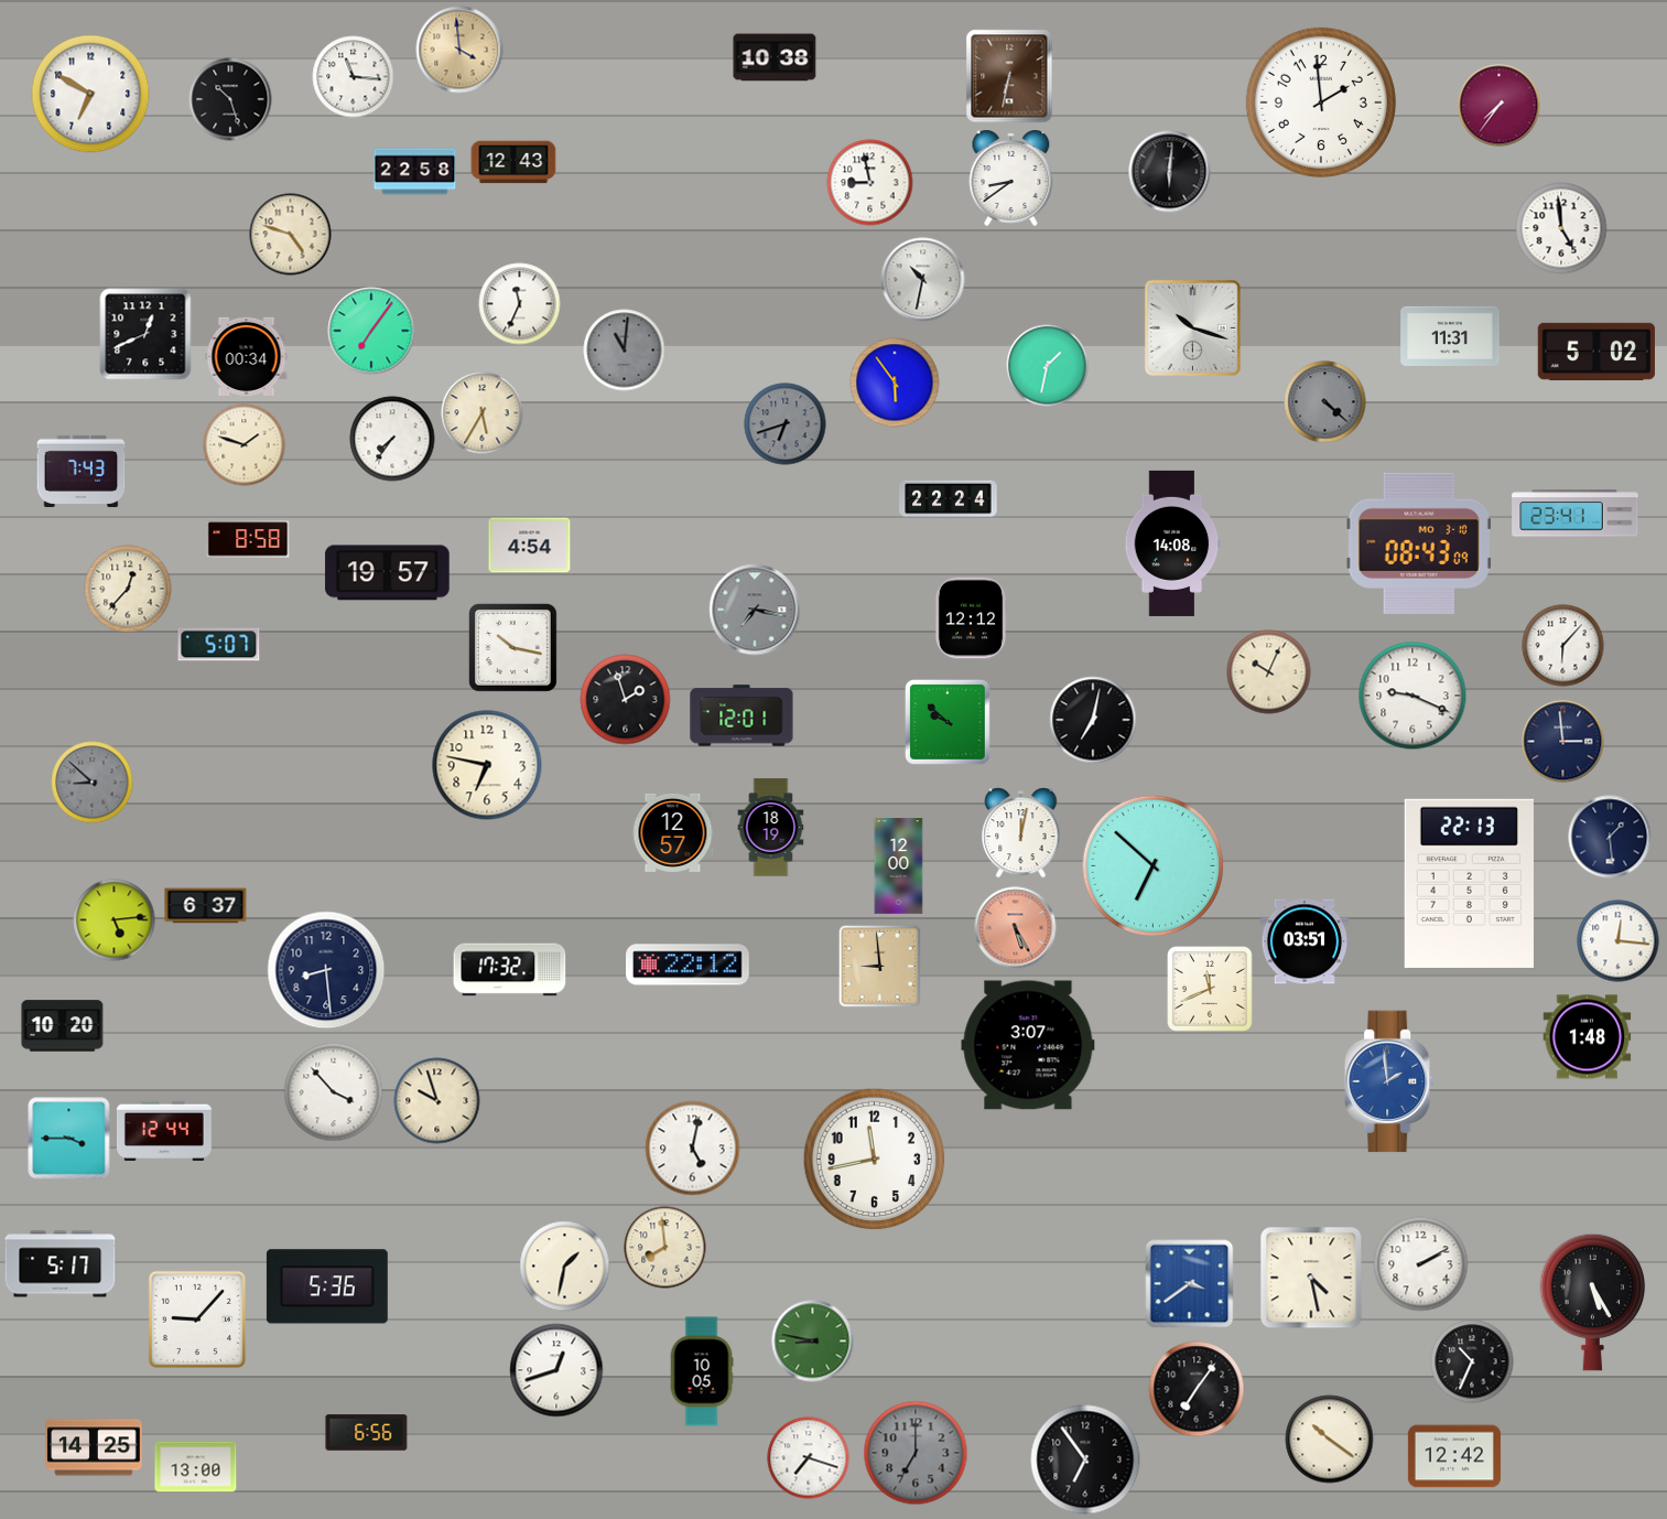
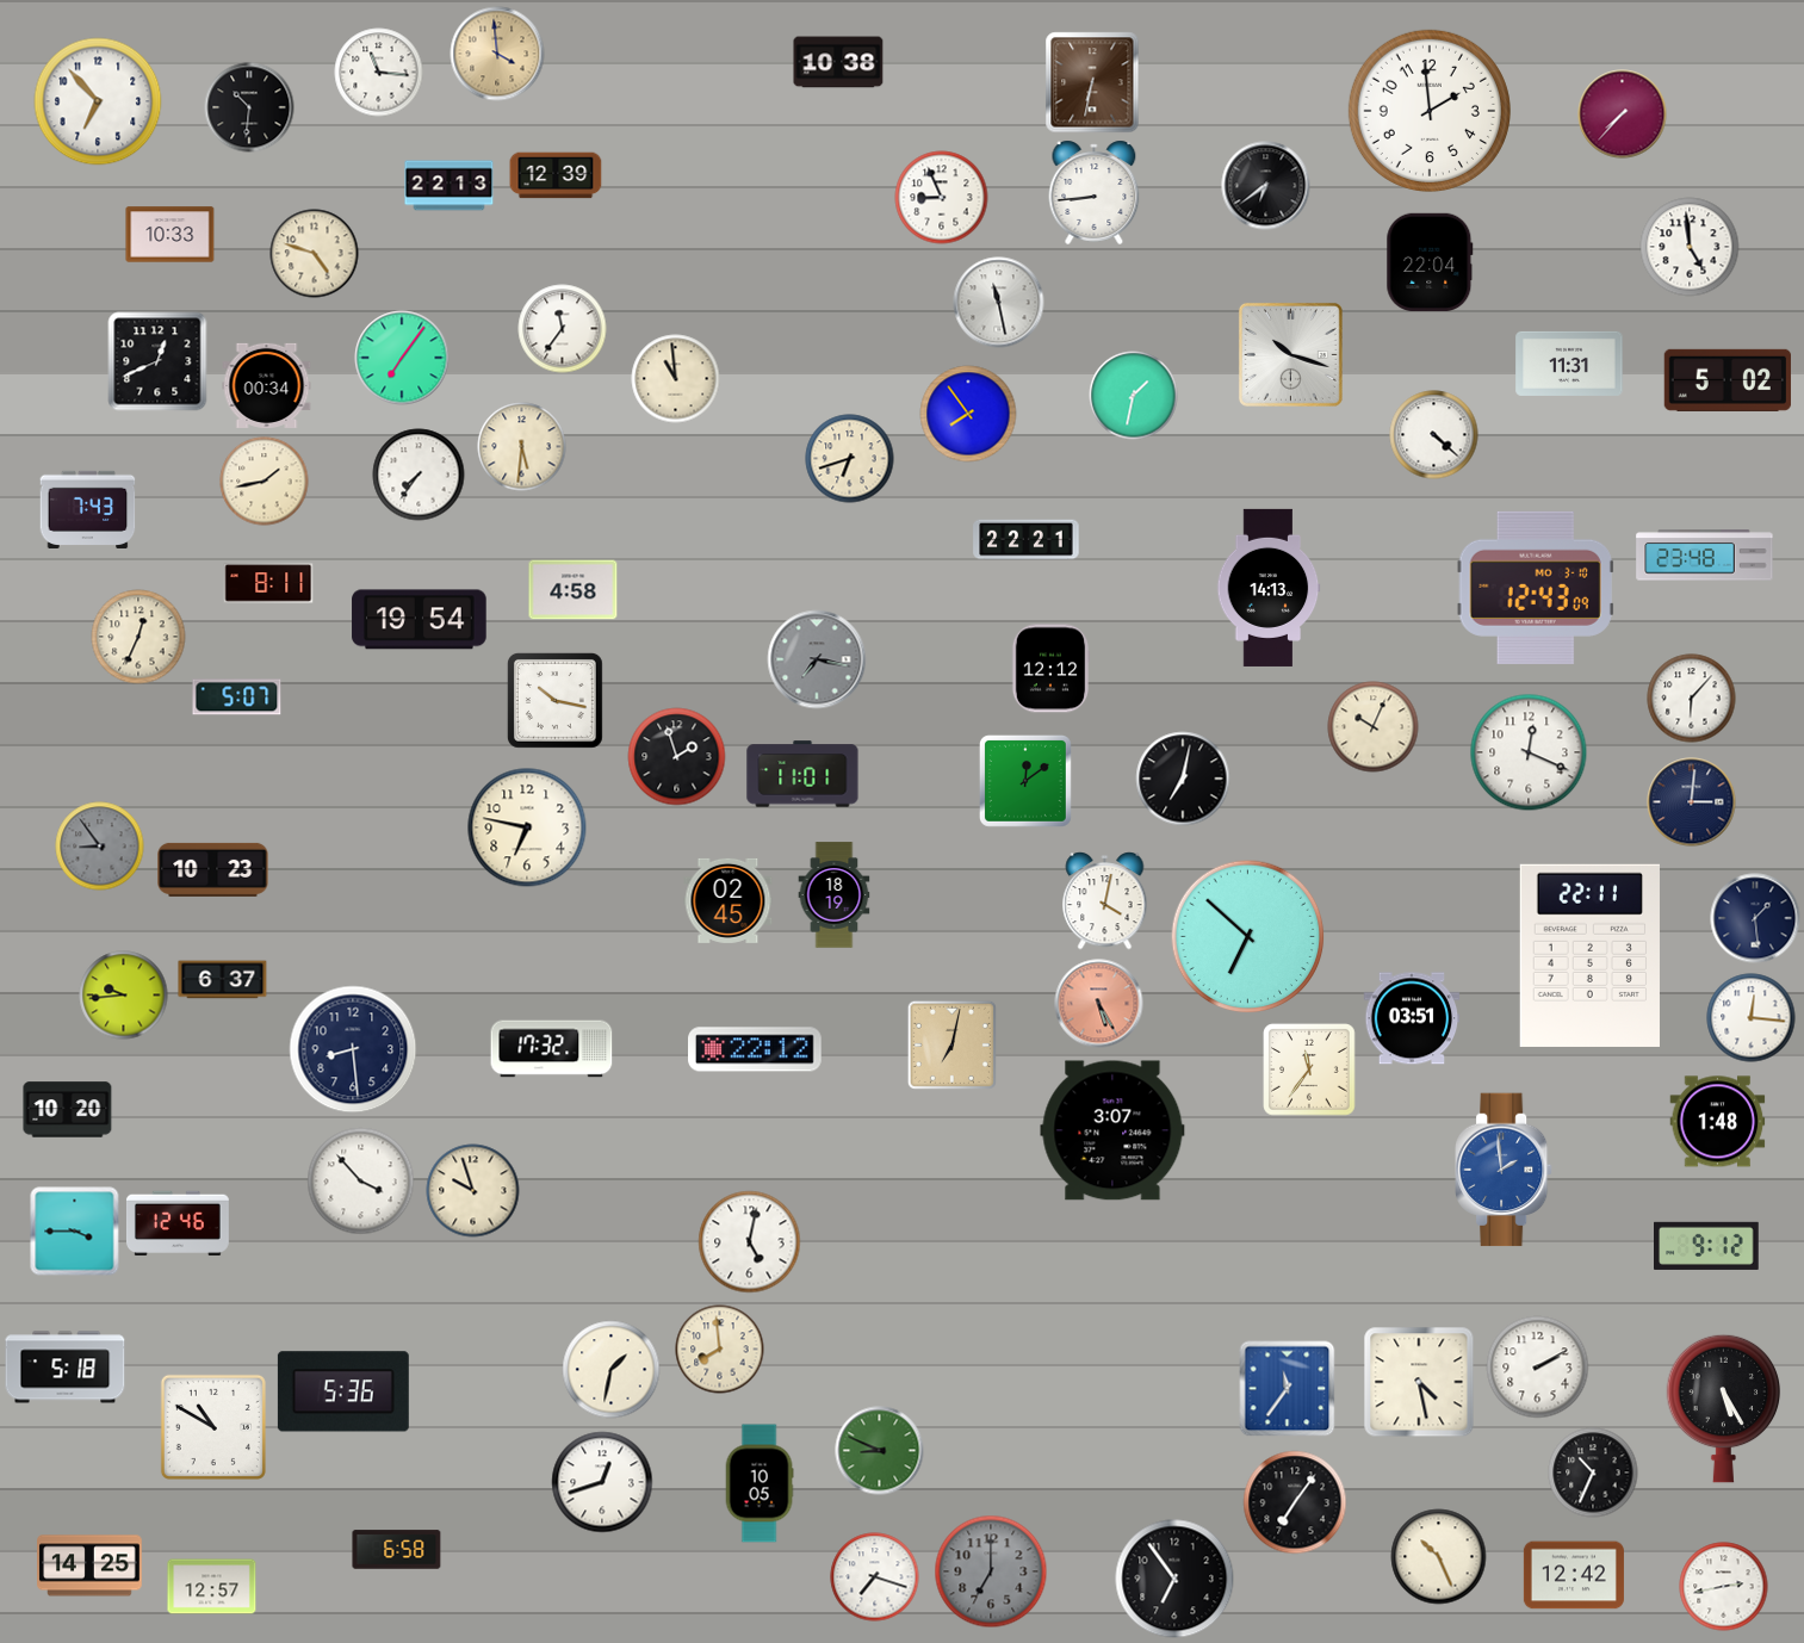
clock at (354, 77) position: (354, 77) -> (379, 73)
clock at (90, 94): 6:50 -> 6:53
clock at (230, 99): 10:27 -> 10:31
clock at (1500, 106): 7:36 -> 7:37
clock at (513, 162): 12:43 -> 12:39
clock at (415, 172): 22:58 -> 22:13
clock at (1170, 172): 6:01 -> 6:39
clock at (1011, 177): 8:39 -> 8:44
clock at (870, 183): 8:58 -> 8:56
clock at (171, 235): none -> 10:33
clock at (1430, 262): none -> 22:04
clock at (923, 280): 10:32 -> 11:28
clock at (520, 304): 11:34 -> 11:36
clock at (625, 351): 11:01 -> 10:59
clock at (625, 351) dial: grey -> cream
clock at (895, 383): 5:54 -> 7:54
clock at (1325, 402) dial: grey -> white
clock at (483, 413): 5:35 -> 5:31
clock at (786, 424) dial: grey -> cream
clock at (392, 439) position: (392, 439) -> (419, 475)
clock at (245, 445): 1:48 -> 1:43
clock at (949, 499): 22:24 -> 22:21
clock at (1576, 514): 23:41 -> 23:48
clock at (248, 539): 8:58 -> 8:11
clock at (1172, 543): 14:08 -> 14:13
clock at (1419, 543): 08:43 -> 12:43
clock at (530, 546): 4:54 -> 4:58
clock at (388, 573): 19:57 -> 19:54
clock at (128, 589): 12:37 -> 12:34
clock at (1412, 696): 9:19 -> 12:19
clock at (742, 715): 12:01 -> 11:01
clock at (948, 722): 9:52 -> 12:09
clock at (1563, 742): 2:59 -> 3:01
clock at (93, 783): 8:52 -> 8:54
clock at (213, 869): none -> 10:23
clock at (673, 832): 12:57 -> 02:45
clock at (1021, 833): 12:02 -> 4:02
clock at (1610, 837) position: (1610, 837) -> (1755, 918)
clock at (899, 866): 12:00 -> none
clock at (1469, 883): 22:13 -> 22:11
clock at (115, 920): 5:14 -> 9:44
clock at (689, 965) position: (689, 965) -> (756, 1049)
clock at (879, 966): 8:59 -> 7:02
clock at (1210, 989): 11:41 -> 11:36
clock at (164, 1131): 12:44 -> 12:46
clock at (1706, 1246): none -> 9:12
clock at (875, 1160): 11:43 -> none
clock at (61, 1264): 5:17 -> 5:18
clock at (1190, 1284): 3:39 -> 11:36
clock at (327, 1286) position: (327, 1286) -> (343, 1391)
clock at (197, 1319): 9:07 -> 10:50
clock at (813, 1342): 8:47 -> 8:49
clock at (367, 1433): 6:56 -> 6:58
clock at (1330, 1440): 10:21 -> 10:26
clock at (94, 1447) position: (94, 1447) -> (89, 1565)
clock at (196, 1467): 13:00 -> 12:57
clock at (1724, 1587): none -> 2:43
